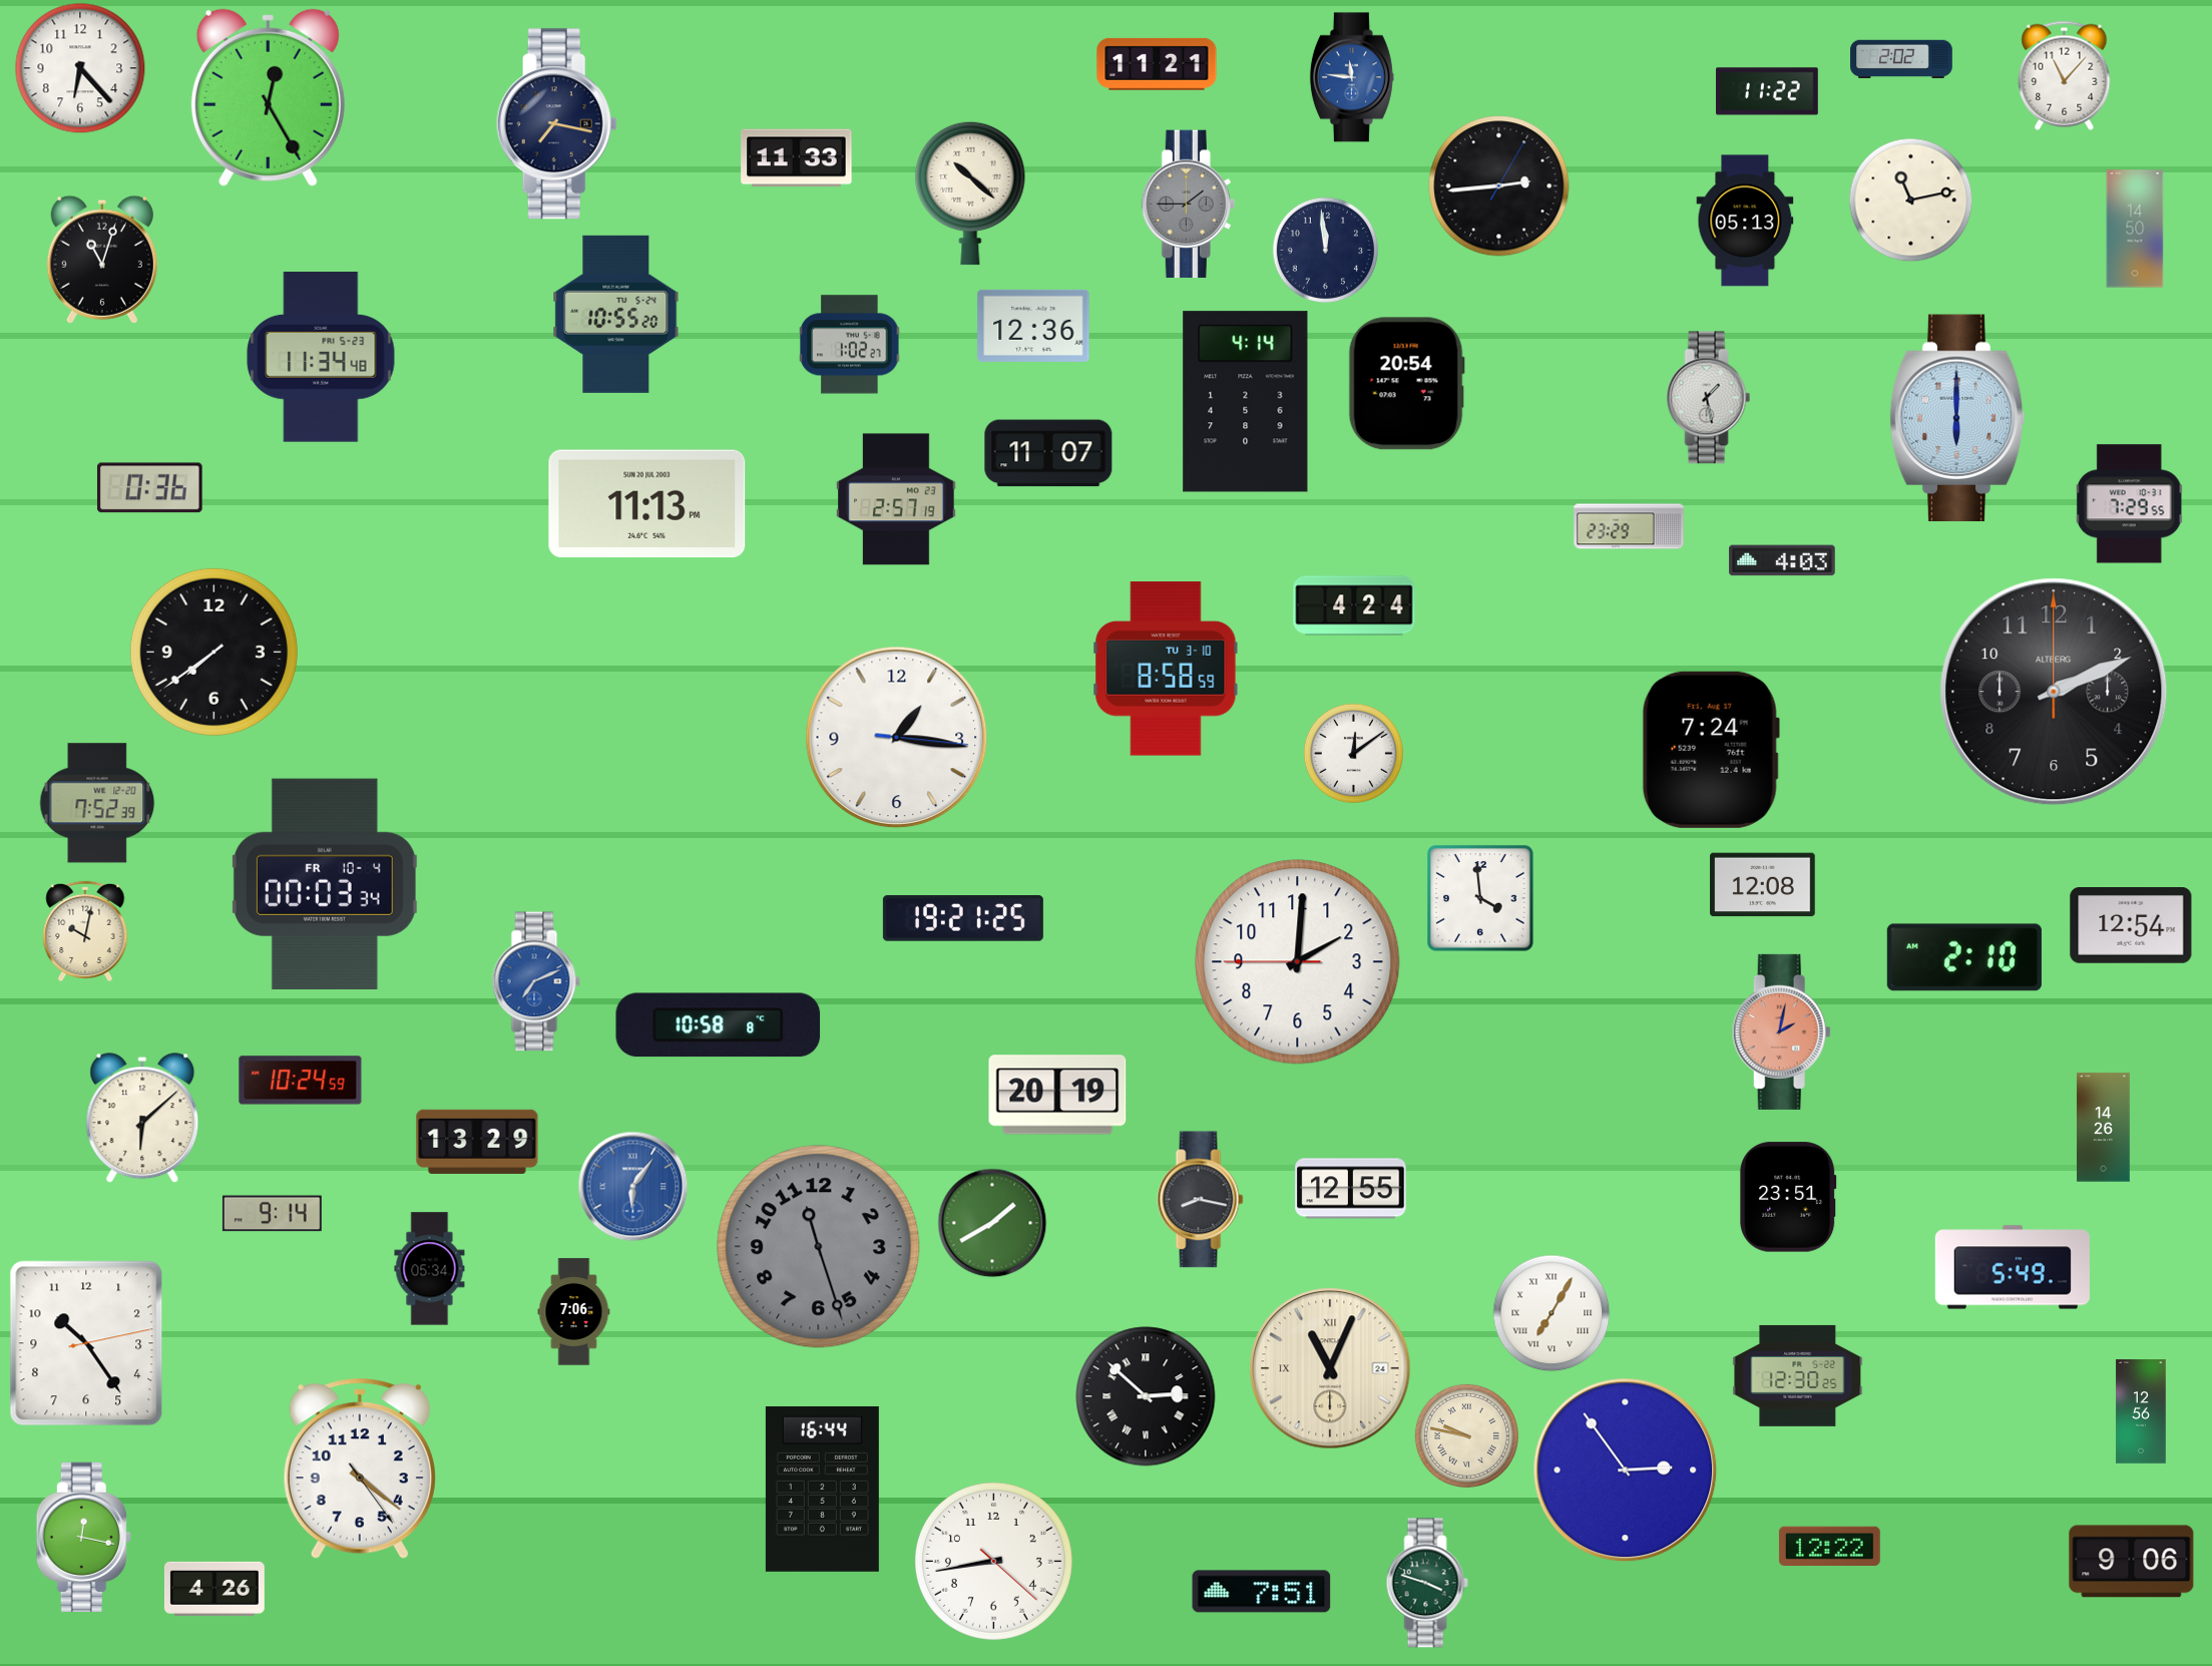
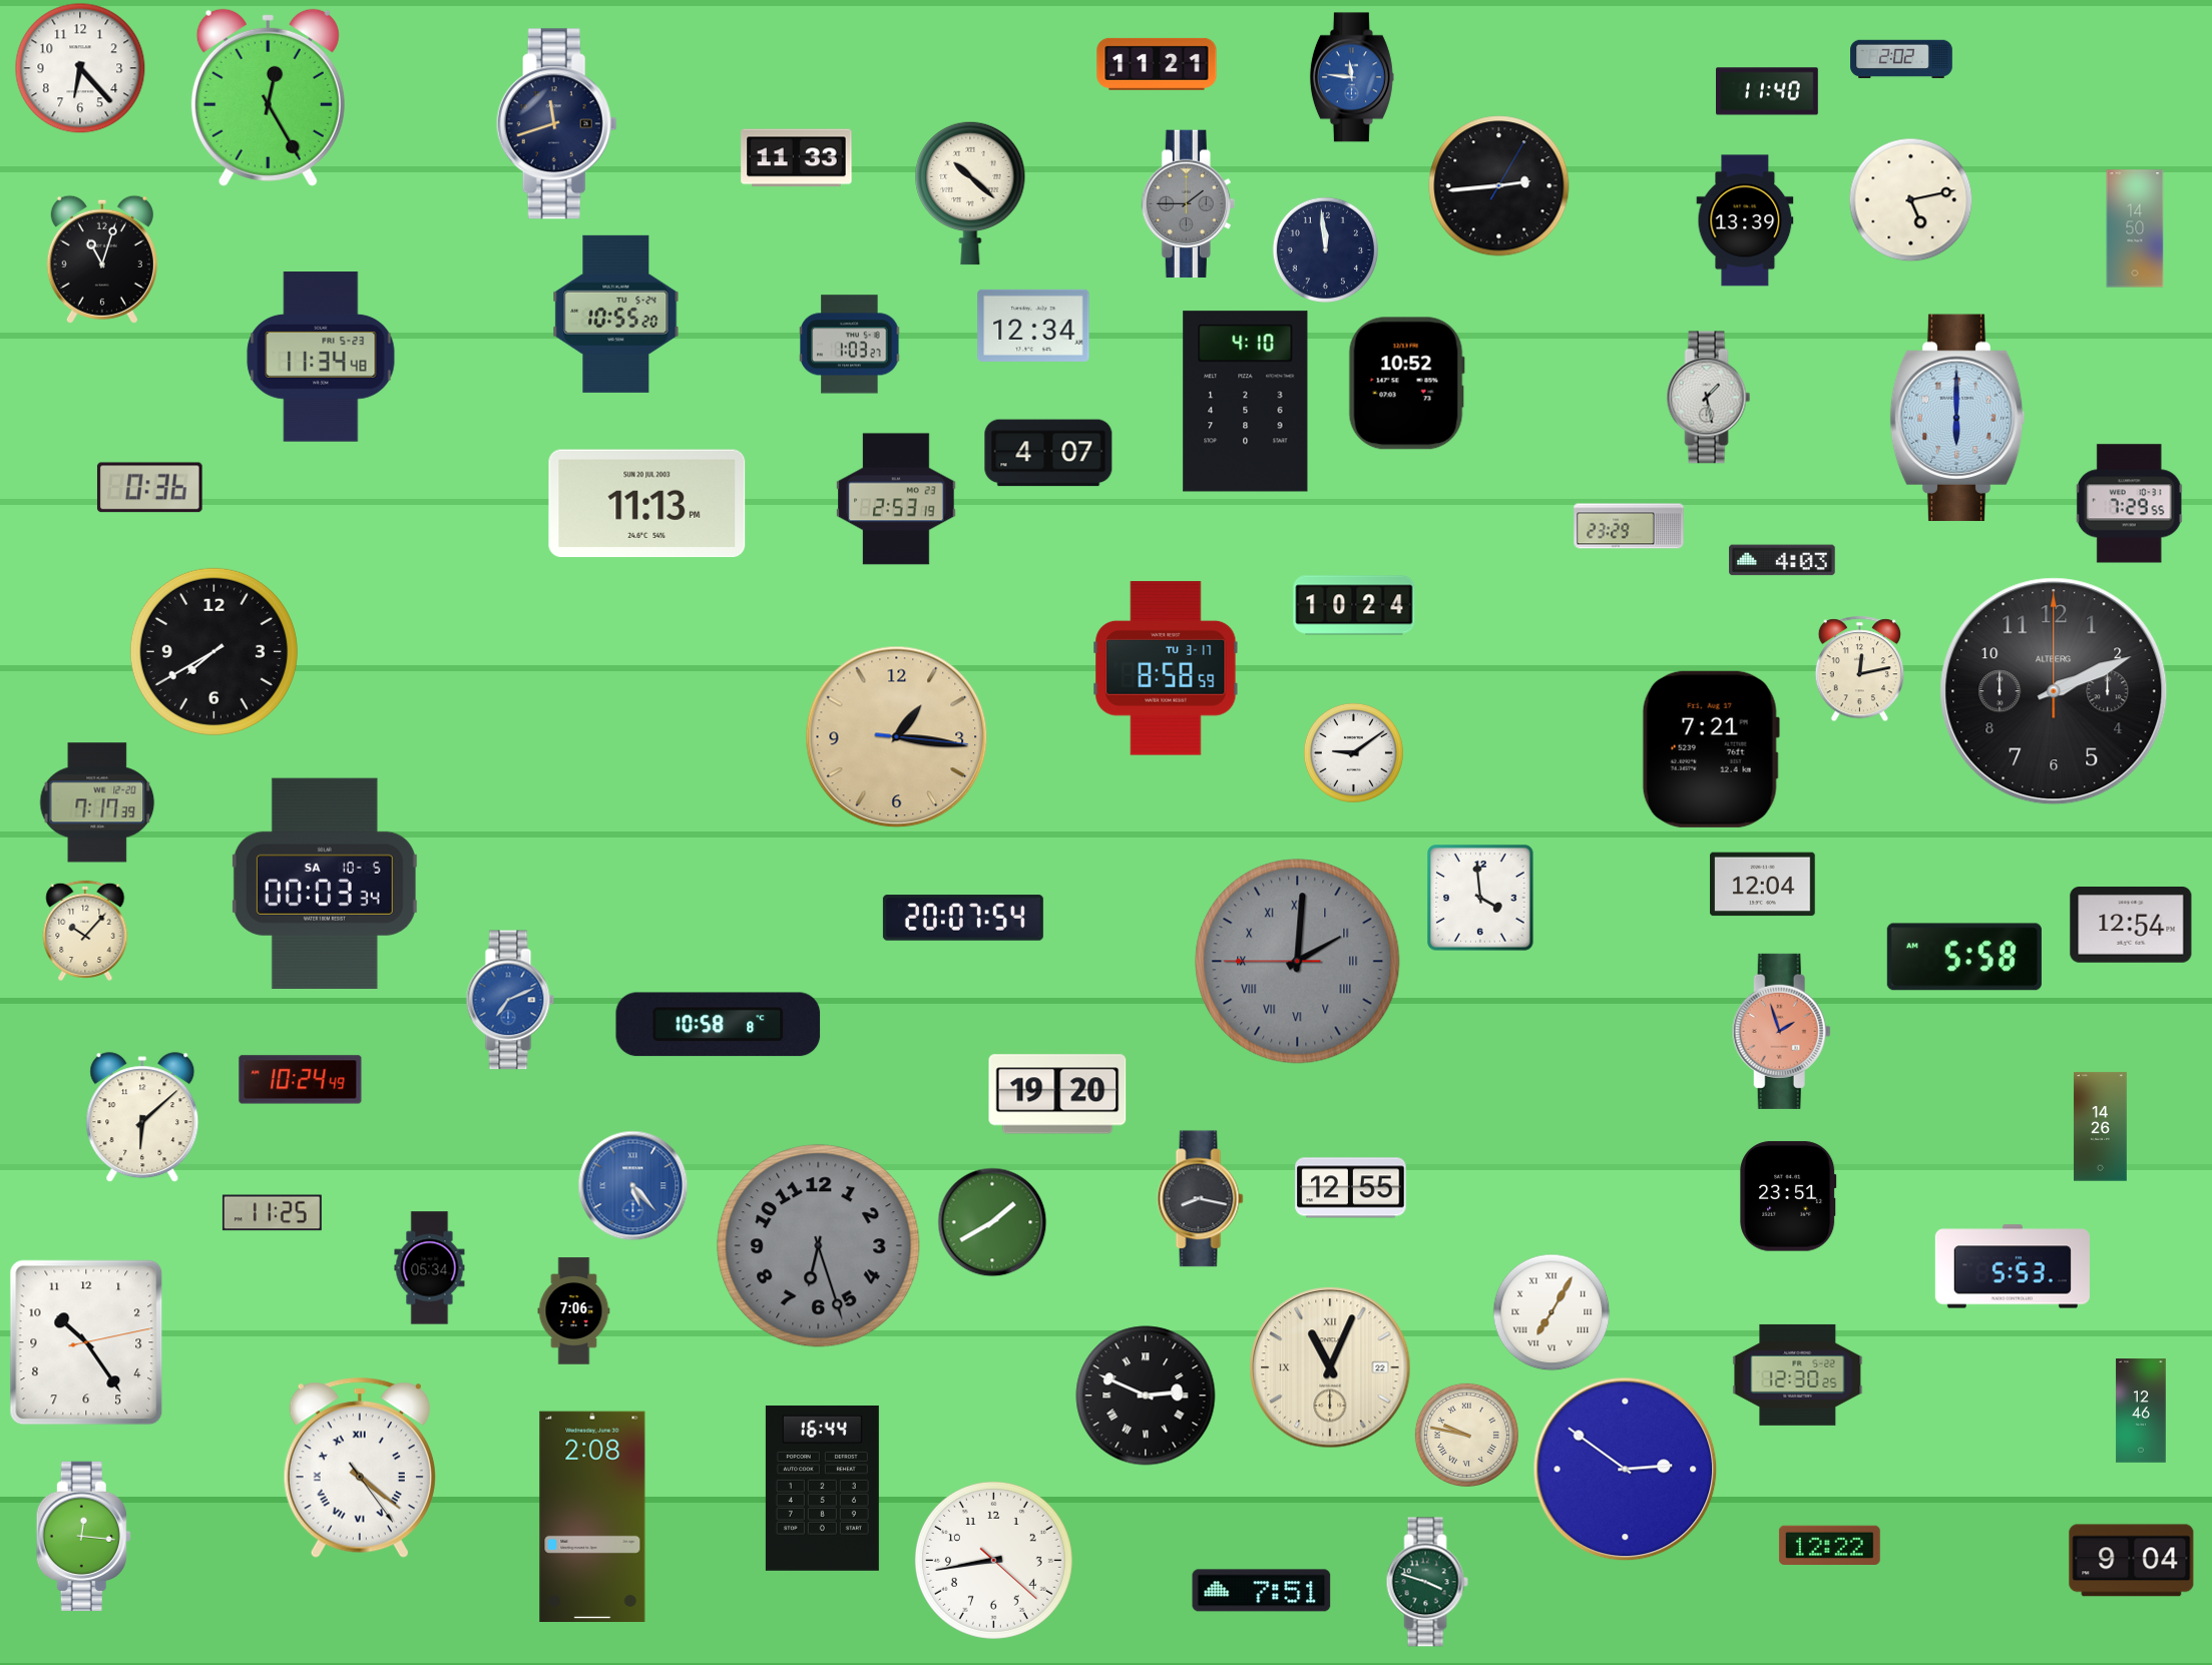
clock at (2065, 75): 11:07 -> none
clock at (1768, 91): 11:22 -> 11:40
clock at (556, 124): 7:17 -> 11:42
clock at (1910, 199): 11:13 -> 5:13
clock at (1745, 221): 05:13 -> 13:39
clock at (1033, 326): 12:36 -> 12:34
clock at (849, 345): 1:02 -> 1:03
clock at (1406, 384): 20:54 -> 10:52
clock at (1246, 402): 4:14 -> 4:10
clock at (1048, 453): 11:07 -> 4:07
clock at (896, 499): 2:57 -> 2:53
clock at (1354, 605): 4:24 -> 10:24
clock at (213, 652): 7:39 -> 7:40
clock at (1166, 669) date: TU 3-10 -> TU 3-17
clock at (1859, 668): none -> 12:13
clock at (897, 738) dial: white -> champagne
clock at (1711, 750): 7:24 -> 7:21
clock at (1353, 753): 12:09 -> 9:09
clock at (97, 803): 7:52 -> 7:17
clock at (325, 884) date: FR 10-4 -> SA 10-5
clock at (1763, 885): 12:08 -> 12:04
clock at (963, 918): 19:21 -> 20:07
clock at (85, 931): 10:02 -> 10:07
clock at (1964, 957): 2:10 -> 5:58
clock at (1298, 962) dial: white -> grey
clock at (1298, 962) numerals: Arabic -> Roman
clock at (536, 981) position: (536, 981) -> (510, 1000)
clock at (1781, 1031): 2:02 -> 1:57
clock at (301, 1081): 10:24:59 -> 10:24:49
clock at (1057, 1095): 20:19 -> 19:20
clock at (2104, 1128) position: (2104, 1128) -> (2101, 1127)
clock at (477, 1142): 13:29 -> none
clock at (632, 1186): 6:06 -> 5:23
clock at (272, 1214): 9:14 -> 11:25
clock at (819, 1247): 11:27 -> 6:27
clock at (2013, 1267): 5:49 -> 5:53
clock at (1330, 1368) date: 24 -> 22
clock at (1146, 1396): 2:52 -> 2:49
clock at (2141, 1411): 12:56 -> 12:46
clock at (360, 1469) numerals: Arabic -> Roman
clock at (1626, 1471): 2:54 -> 2:51
clock at (592, 1516): none -> 2:08
clock at (83, 1537): 12:17 -> 12:16
clock at (2132, 1562): 9:06 -> 9:04
clock at (214, 1589): 4:26 -> none
